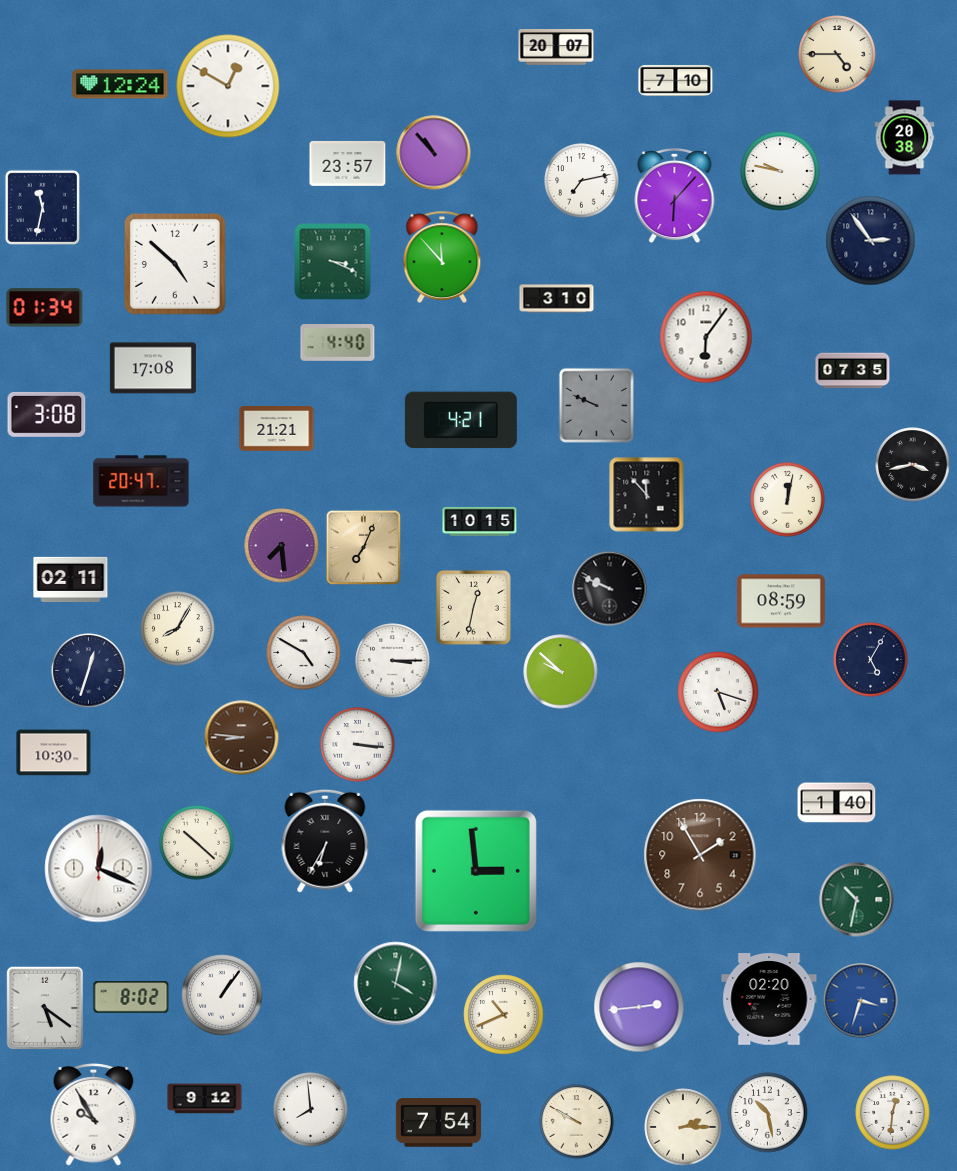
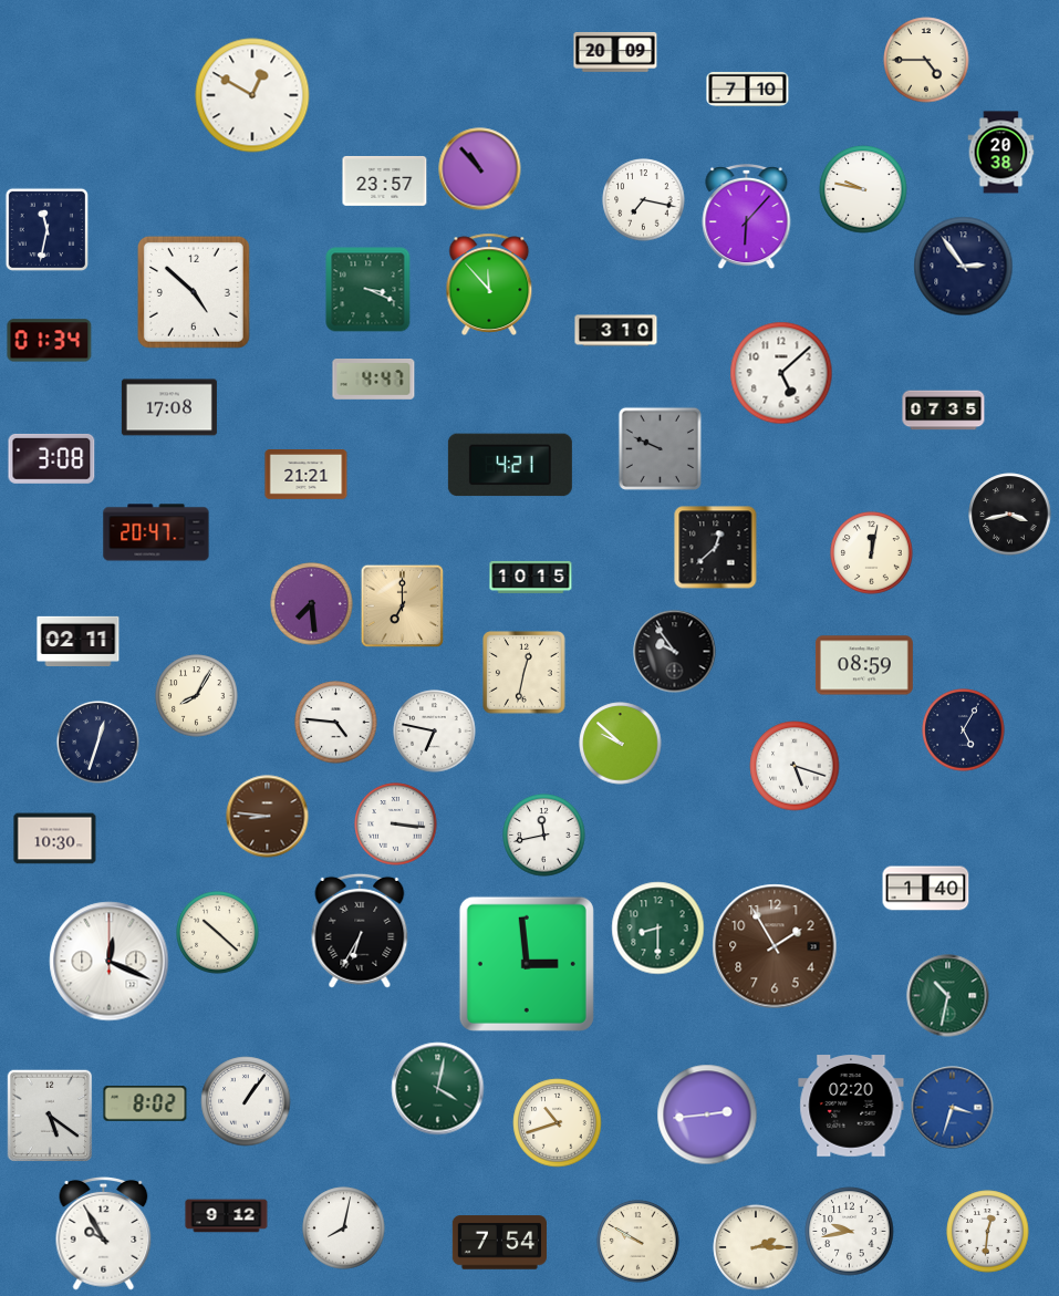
clock at (556, 48): 20:07 -> 20:09
clock at (120, 84): 12:24 -> none
clock at (582, 181): 7:13 -> 7:17
clock at (706, 337): 6:06 -> 5:08
clock at (338, 343): 4:40 -> 4:47
clock at (647, 495): 11:53 -> 12:38
clock at (364, 548): 7:04 -> 7:00
clock at (610, 589): 9:49 -> 9:54
clock at (304, 653): 4:50 -> 4:46
clock at (393, 661): 3:15 -> 6:47
clock at (54, 753) position: (54, 753) -> (55, 839)
clock at (544, 836): none -> 11:43
clock at (658, 929): none -> 8:30
clock at (504, 1015): 10:41 -> 10:42
clock at (311, 1110): 7:59 -> 8:02
clock at (768, 1113): 10:28 -> 9:43
clock at (438, 1123) position: (438, 1123) -> (499, 1243)
